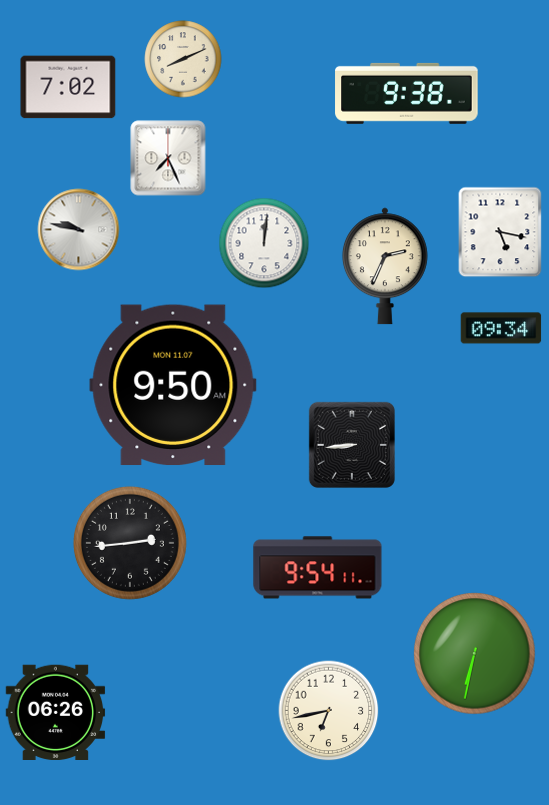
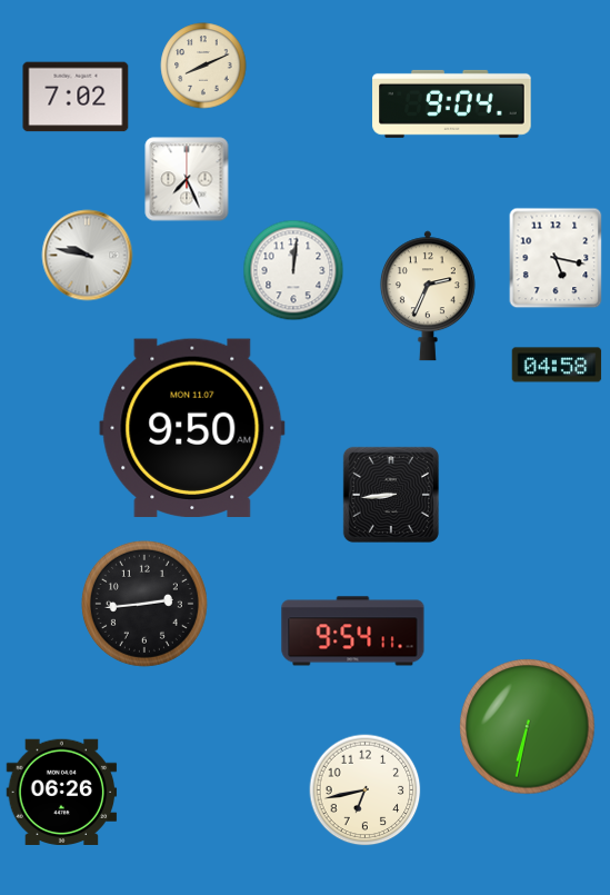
clock at (407, 93): 9:38 -> 9:04
clock at (168, 158) position: (168, 158) -> (187, 179)
clock at (501, 328): 09:34 -> 04:58
